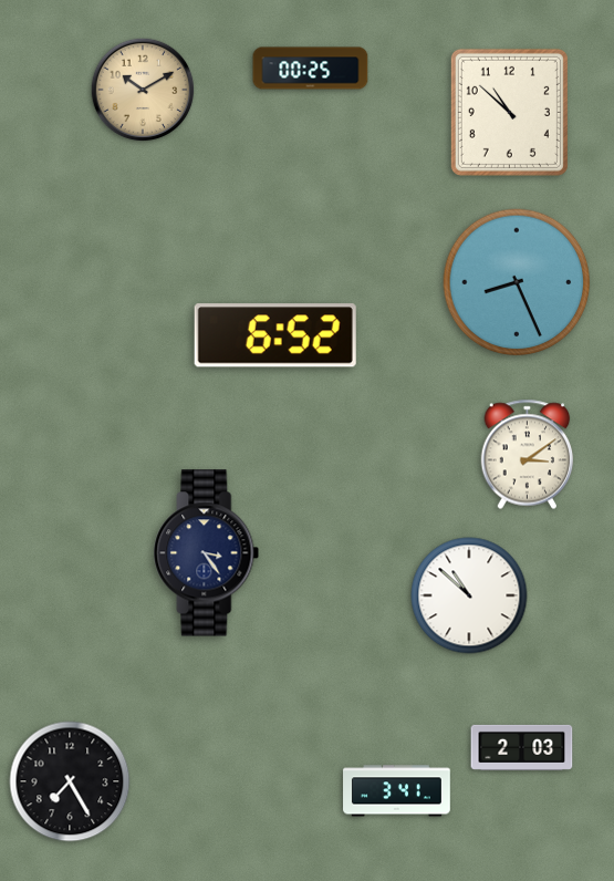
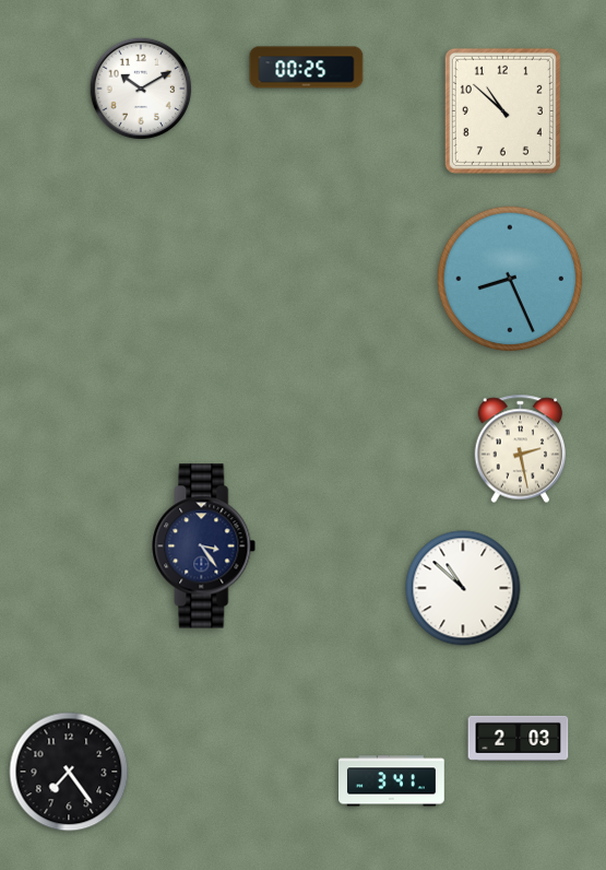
clock at (143, 90) dial: champagne -> white
clock at (275, 335): 6:52 -> none
clock at (528, 455): 3:09 -> 2:28
clock at (522, 747) position: (522, 747) -> (519, 738)
clock at (70, 781): 7:25 -> 7:24
